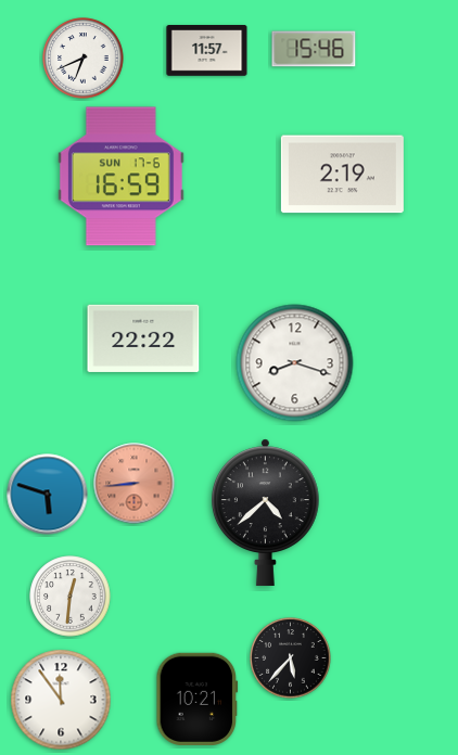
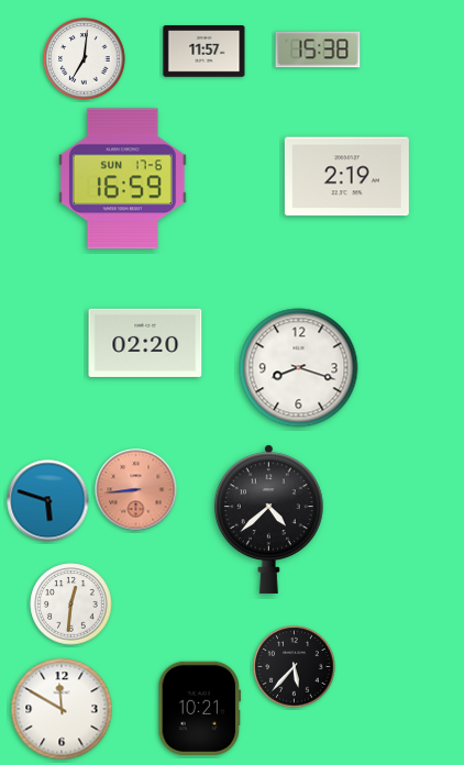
clock at (314, 49): 15:46 -> 15:38
clock at (207, 51) position: (207, 51) -> (205, 52)
clock at (84, 59): 6:41 -> 7:01
clock at (143, 338): 22:22 -> 02:20
clock at (61, 700): 11:54 -> 11:50
